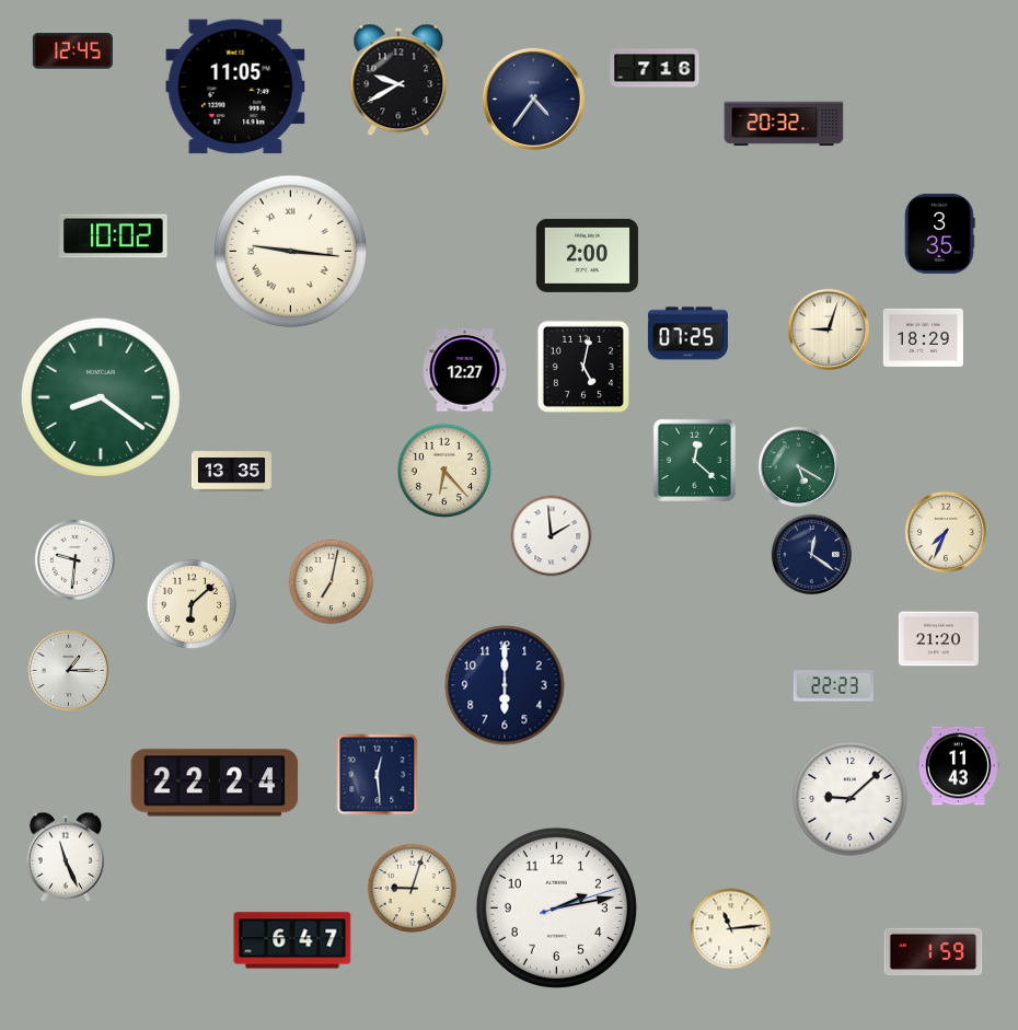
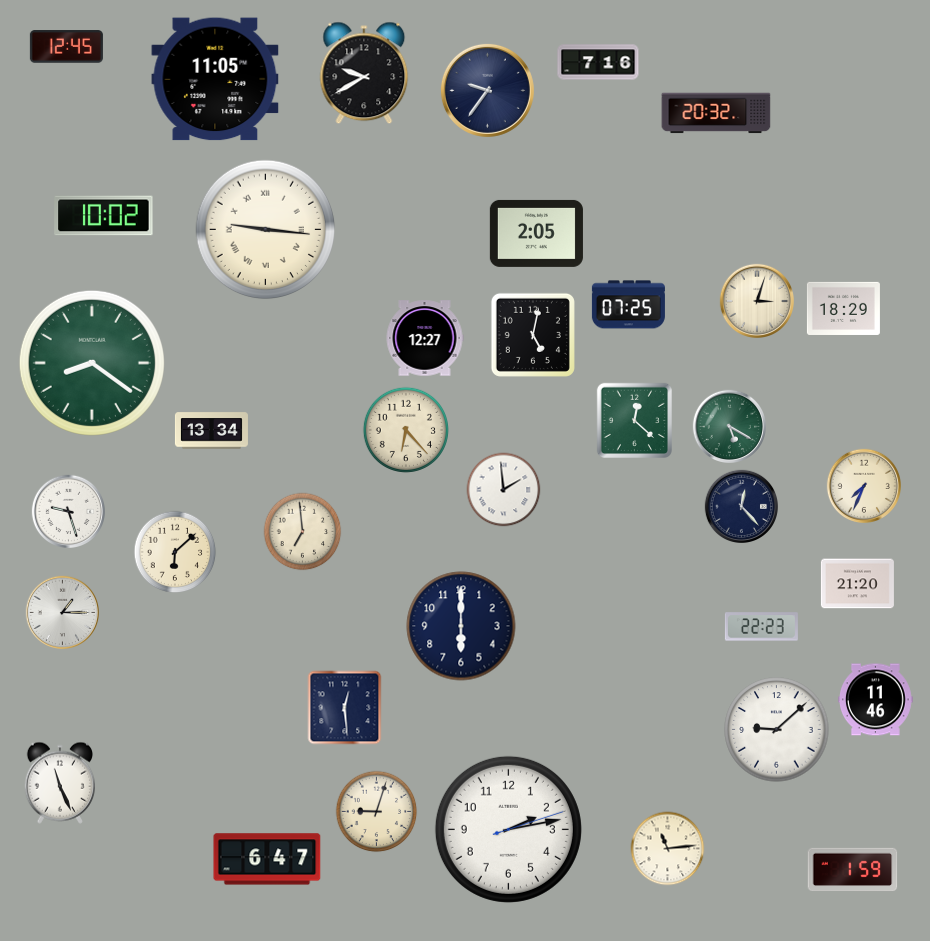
clock at (533, 99): 4:36 -> 9:36
clock at (940, 233): 3:35 -> none
clock at (587, 255): 2:00 -> 2:05
clock at (828, 328): 9:03 -> 3:03
clock at (231, 472): 13:35 -> 13:34
clock at (811, 554): 12:21 -> 12:23
clock at (74, 559): 9:31 -> 9:27
clock at (332, 582): 7:02 -> 6:59
clock at (959, 766): 11:43 -> 11:46
clock at (215, 783): 22:24 -> none
